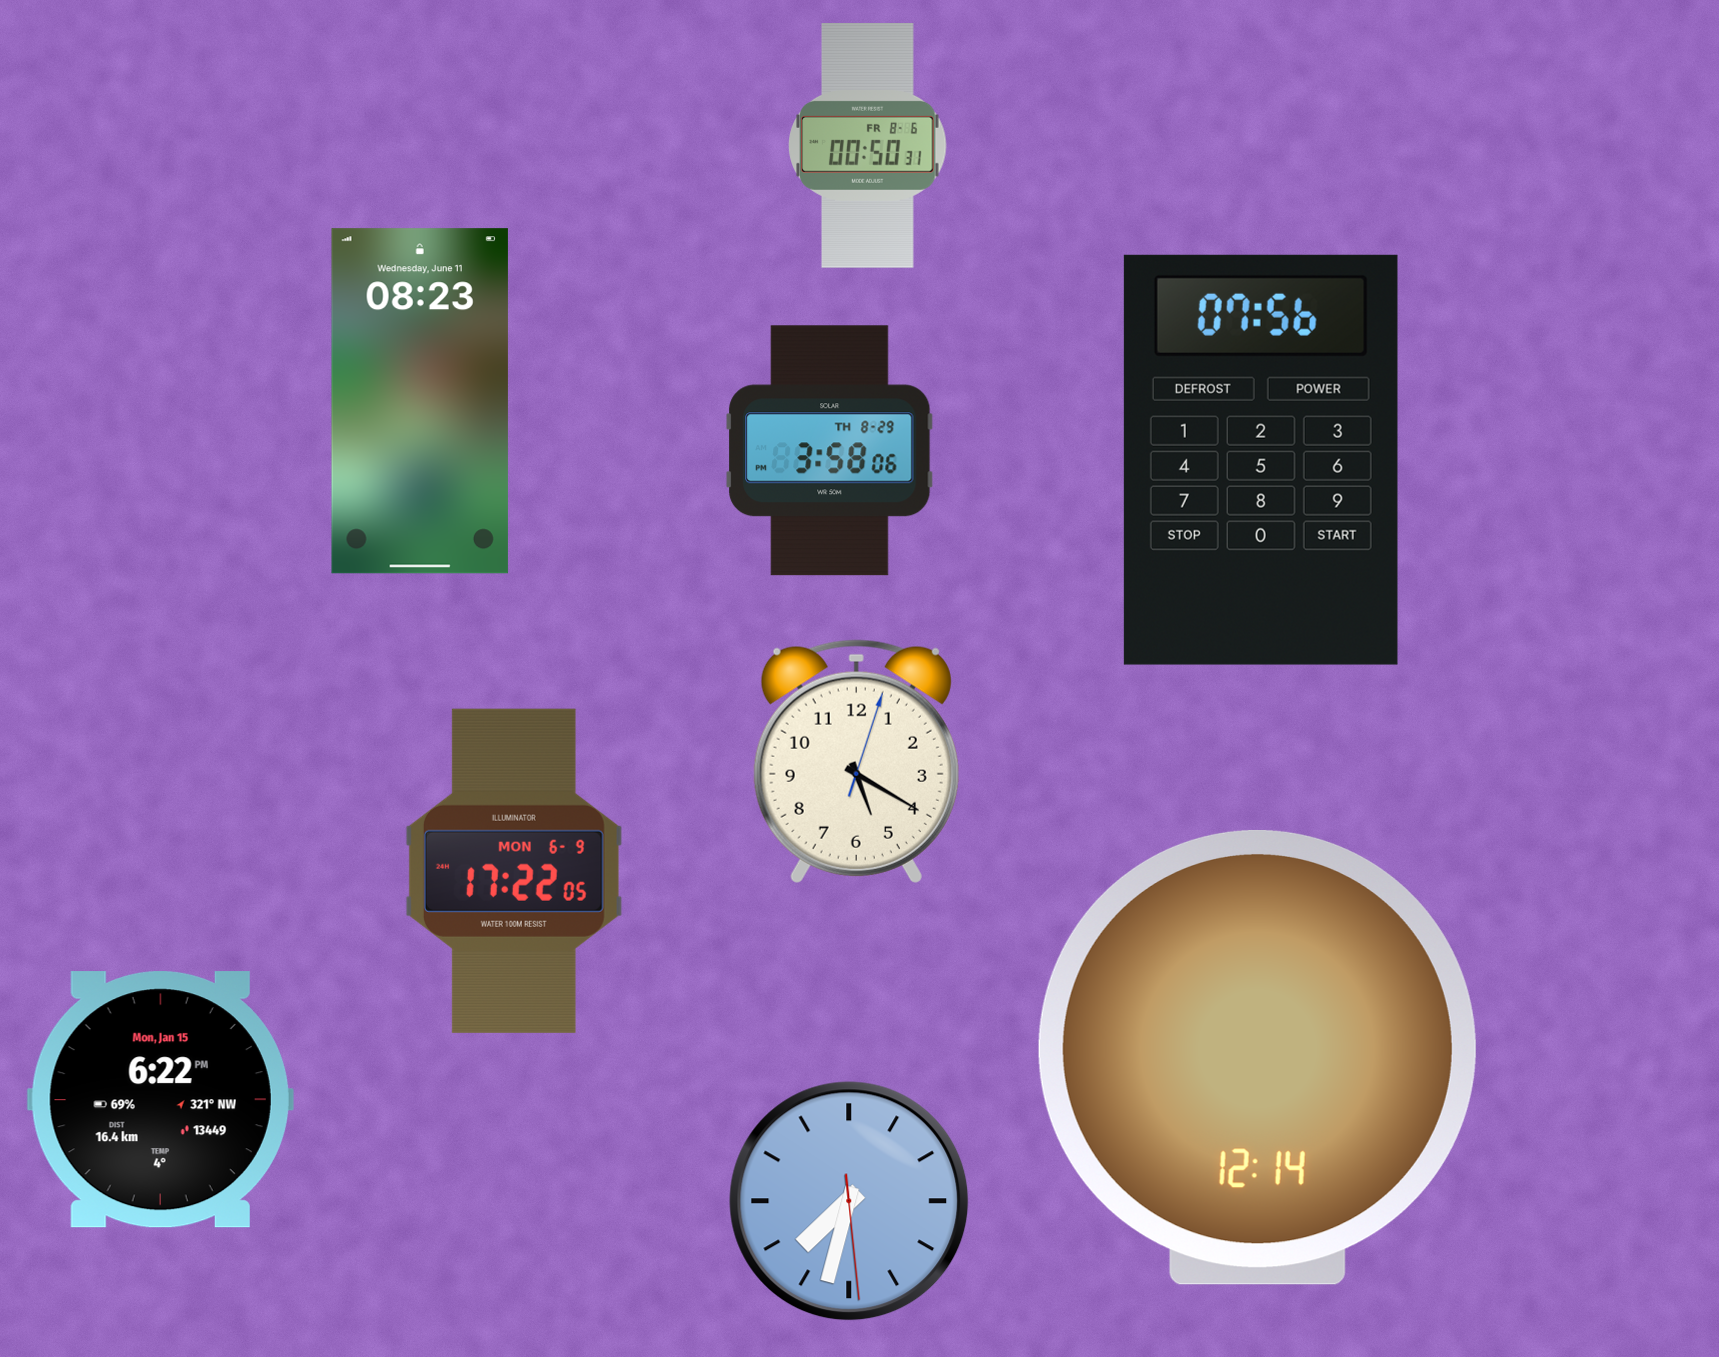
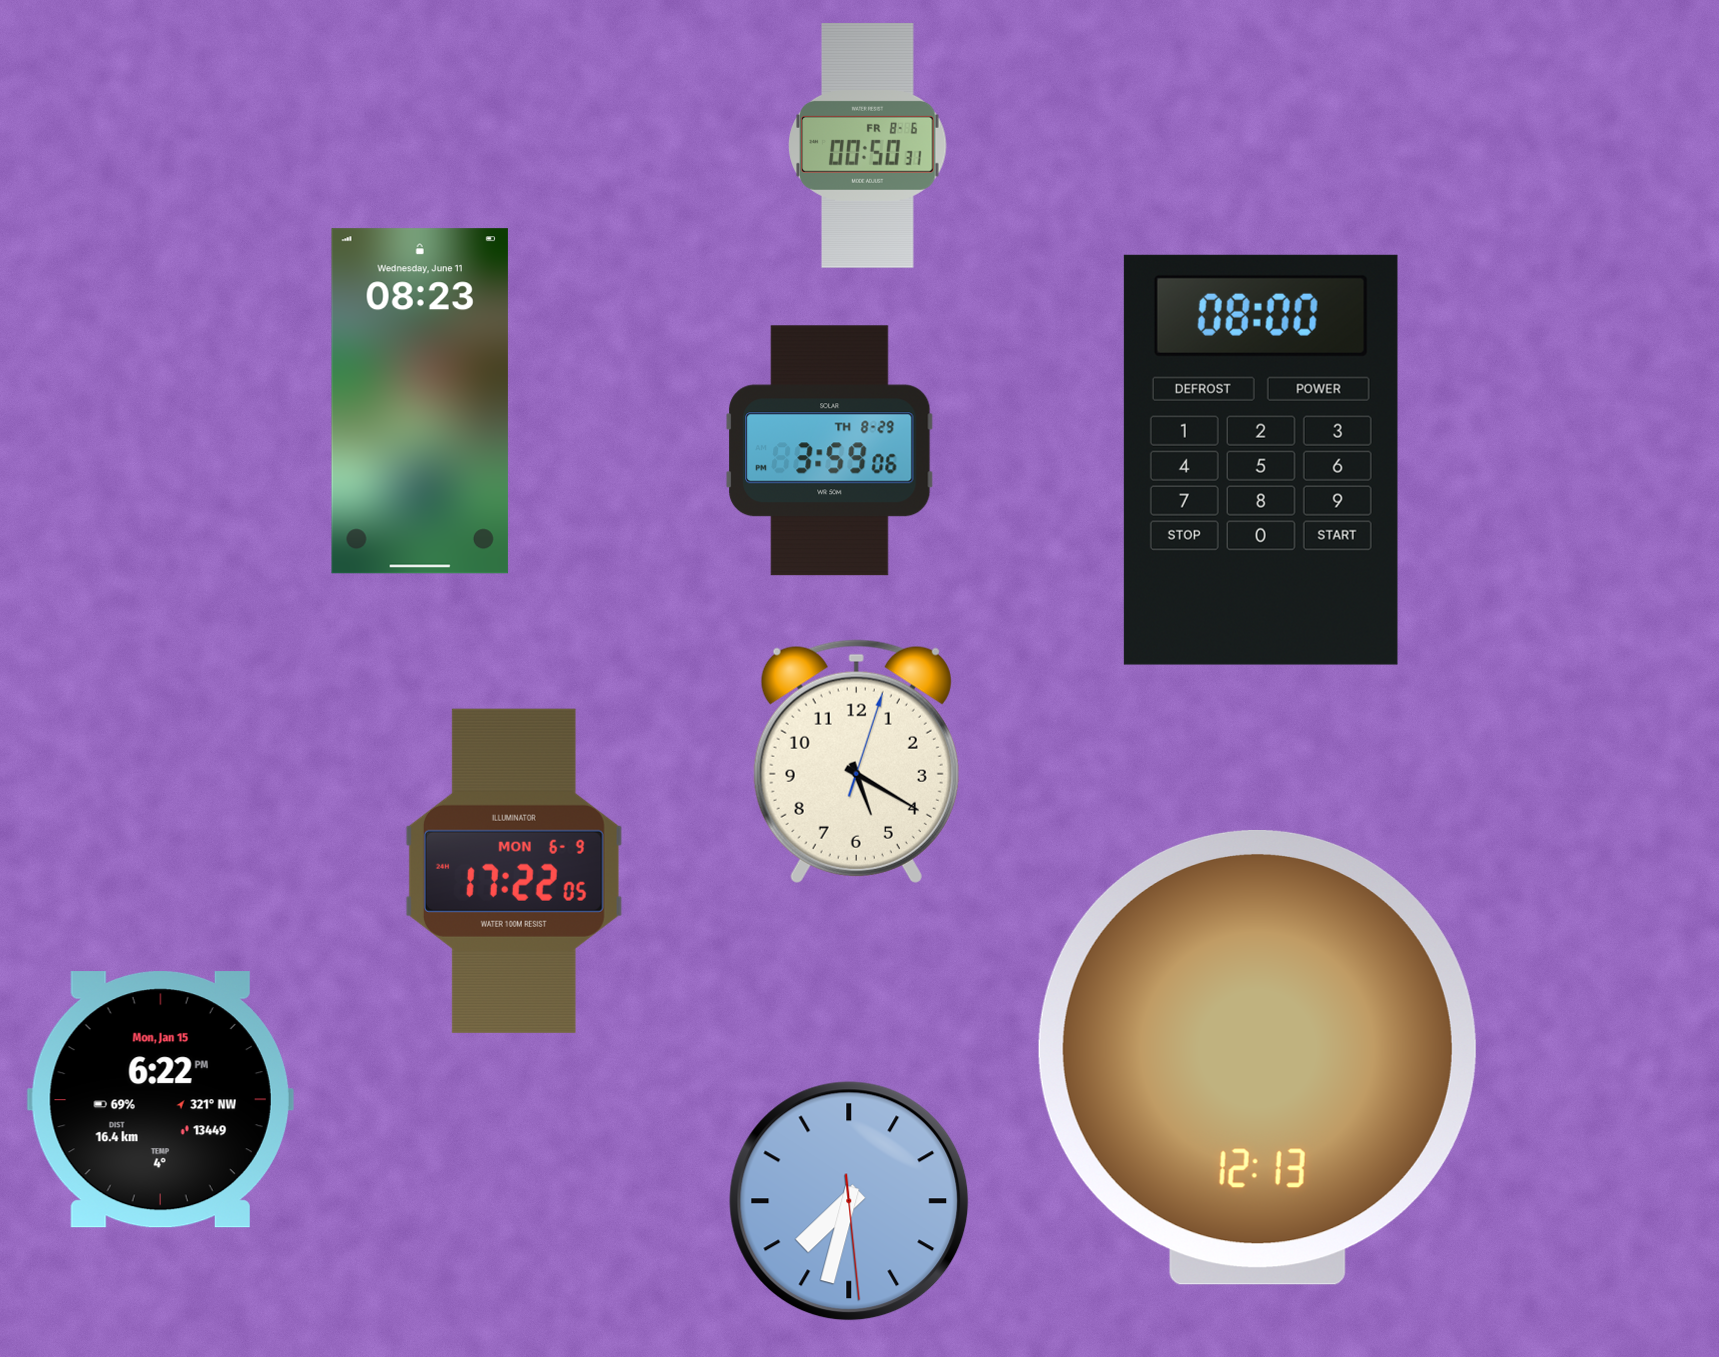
clock at (830, 451): 3:58 -> 3:59
clock at (1261, 460): 07:56 -> 08:00
clock at (1257, 1057): 12:14 -> 12:13
